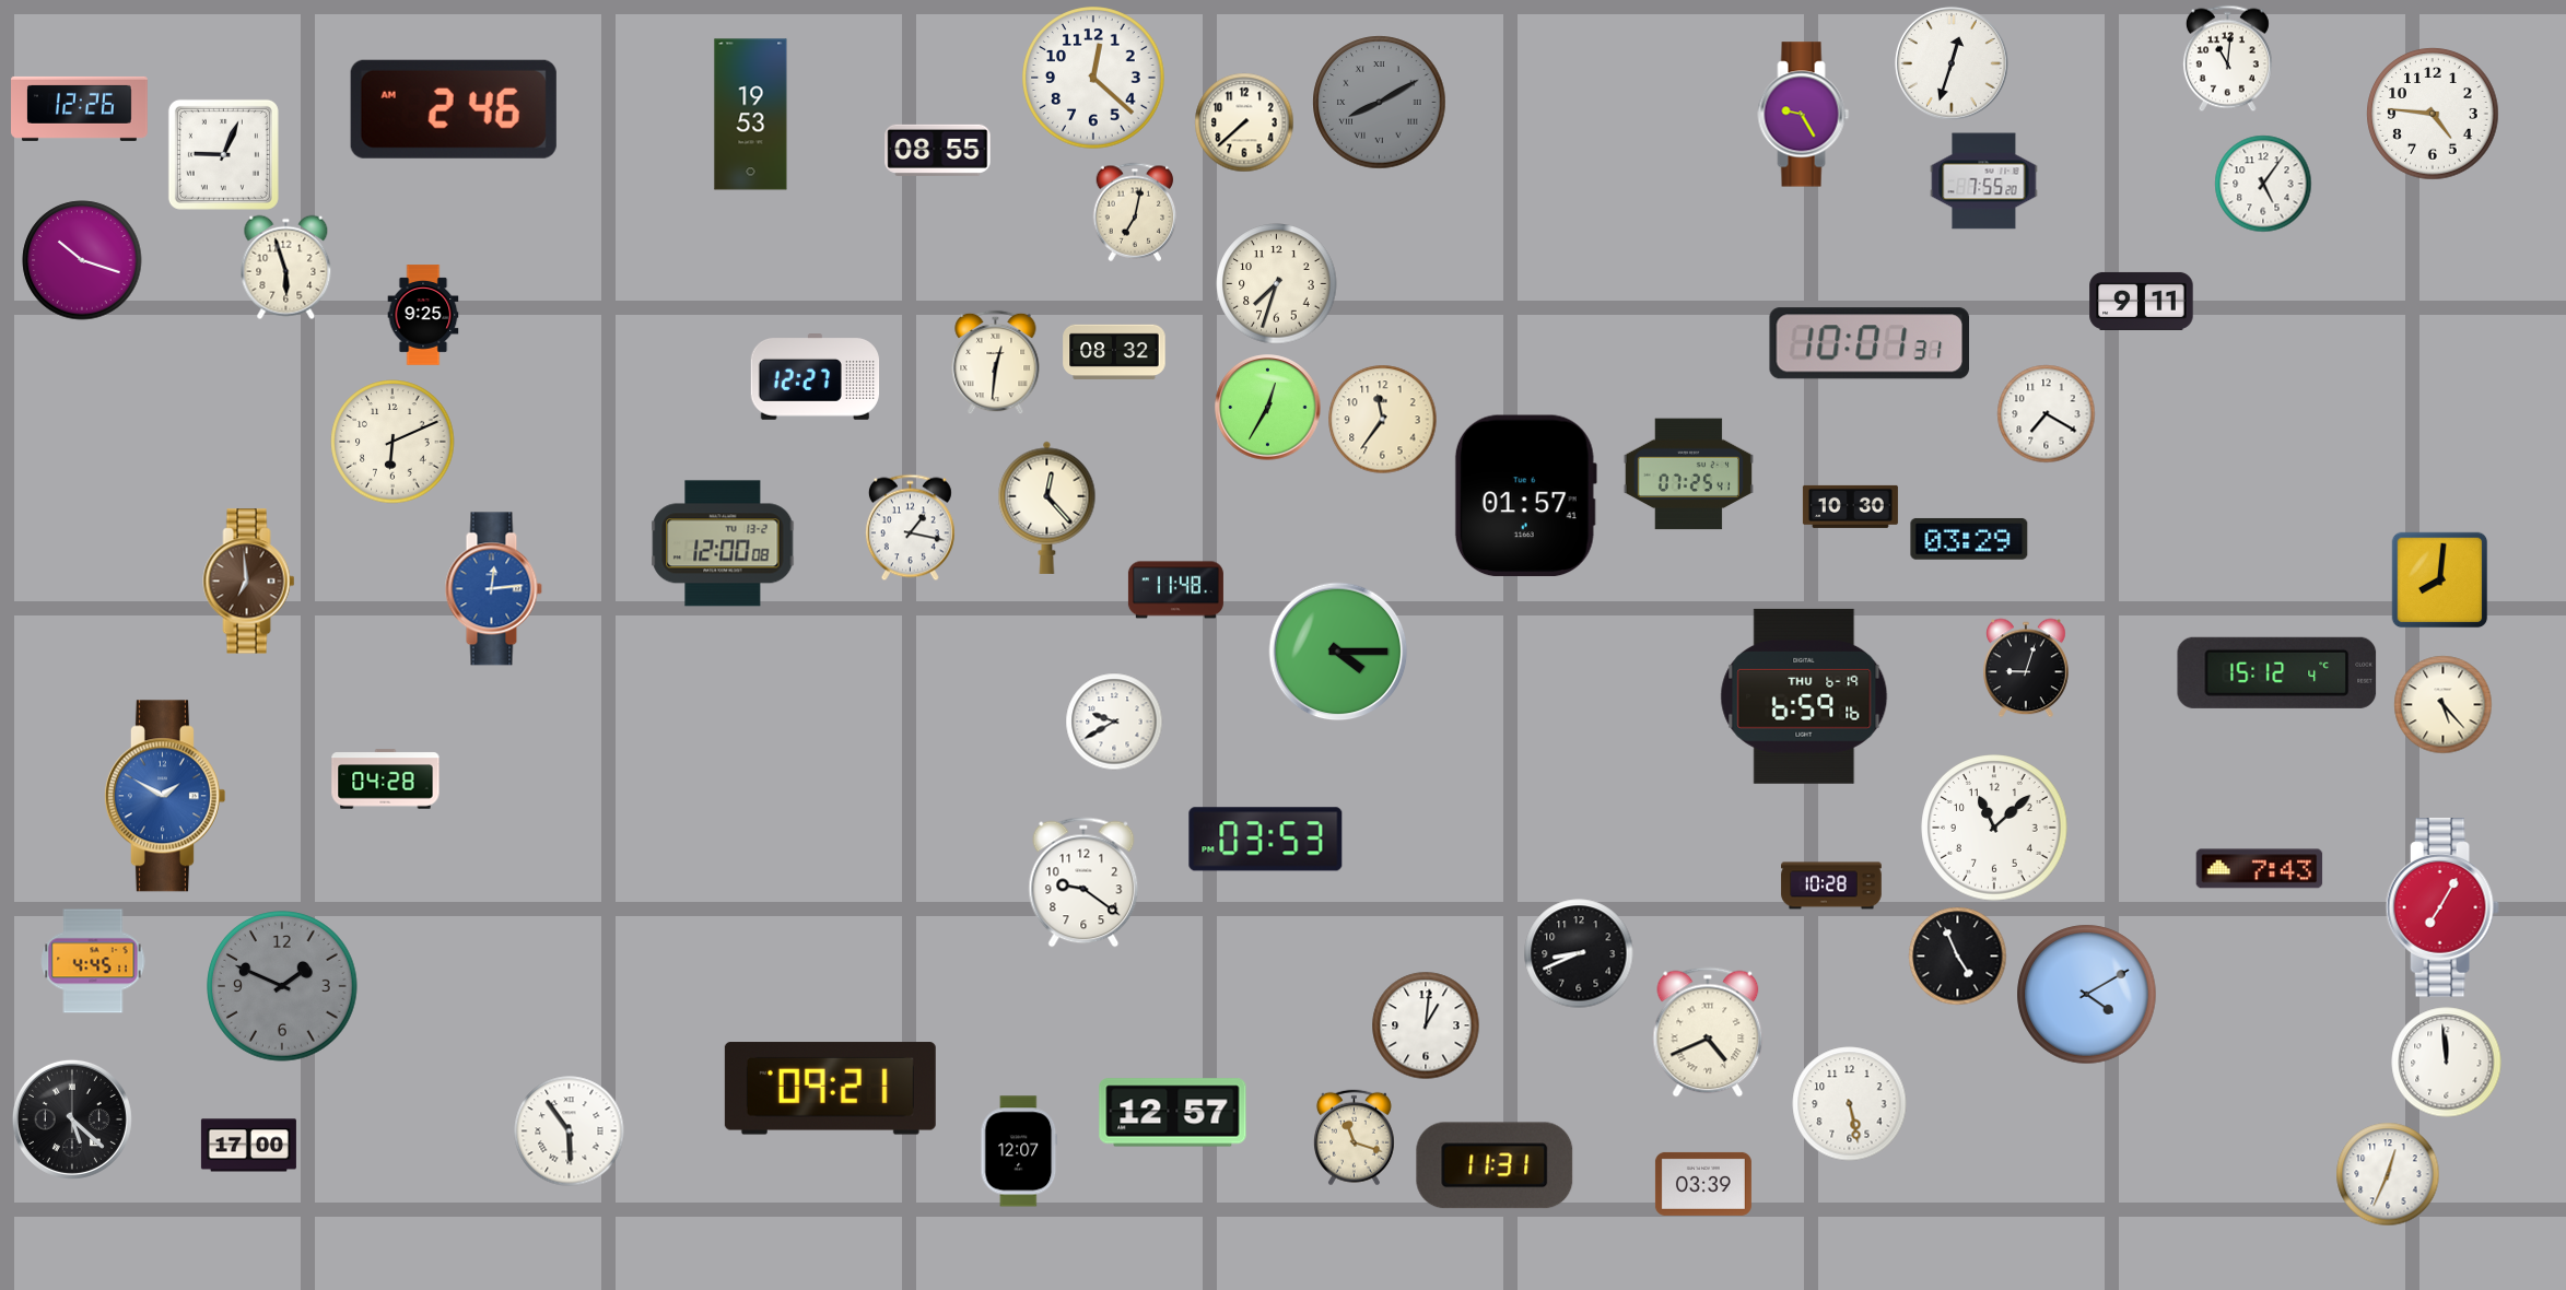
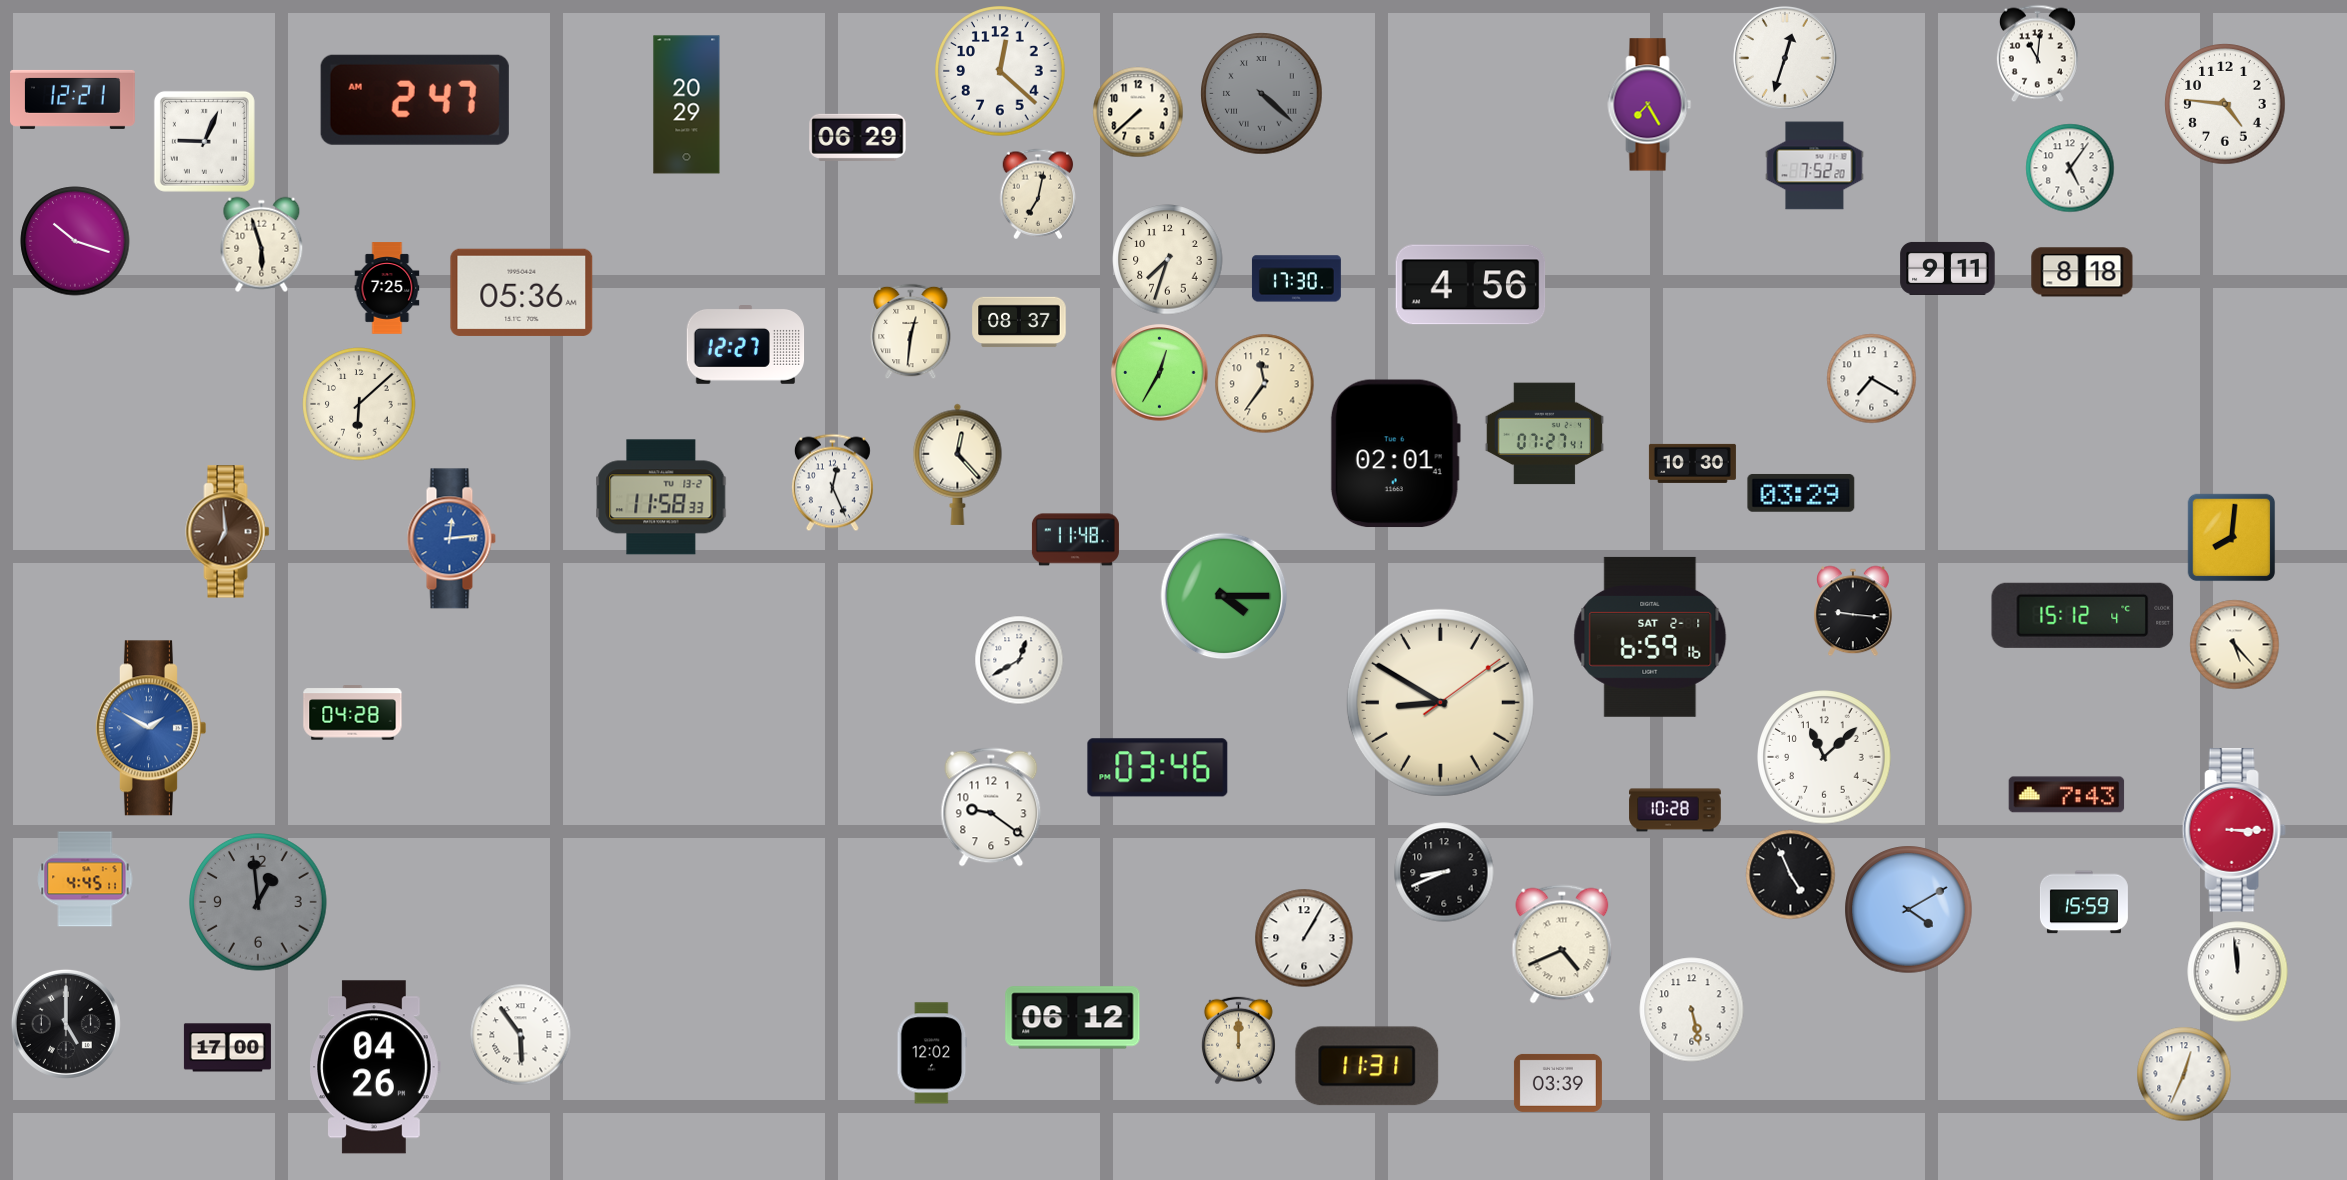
clock at (1380, 103): 8:10 -> 4:22
clock at (80, 108): 12:26 -> 12:21
clock at (454, 109): 2:46 -> 2:47
clock at (751, 115): 19:53 -> 20:29
clock at (1804, 115): 9:25 -> 7:25
clock at (938, 150): 08:55 -> 06:29
clock at (1984, 181): 7:55 -> 7:52
clock at (82, 260) position: (82, 260) -> (75, 241)
clock at (2082, 272): none -> 8:18
clock at (2142, 301) position: (2142, 301) -> (1948, 268)
clock at (1296, 279): none -> 17:30
clock at (1471, 285): none -> 4:56
clock at (423, 315): 9:25 -> 7:25
clock at (522, 292): none -> 05:36
clock at (1868, 343): 10:01 -> none
clock at (1114, 352): 08:32 -> 08:37
clock at (392, 442): 6:11 -> 6:08
clock at (1688, 474): 07:25 -> 07:27
clock at (1525, 496): 01:57 -> 02:01
clock at (910, 528): 1:17 -> 12:26
clock at (723, 543): 12:00 -> 11:58
clock at (2440, 580) position: (2440, 580) -> (2232, 538)
clock at (2027, 668): 9:03 -> 9:16
clock at (1804, 696) date: THU 6-19 -> SAT 2-1
clock at (1114, 722): 9:40 -> 12:40
clock at (1440, 702): none -> 8:50
clock at (1266, 840): 03:53 -> 03:46
clock at (2442, 907): 7:05 -> 3:15
clock at (282, 986): 1:49 -> 12:59
clock at (2084, 902): none -> 15:59
clock at (1426, 1025): 1:01 -> 1:05
clock at (830, 1089): 09:21 -> none
clock at (1173, 1113): 12:57 -> 06:12
clock at (72, 1119): 5:22 -> 5:00
clock at (1354, 1138): 11:18 -> 12:00
clock at (1019, 1151): 12:07 -> 12:02
clock at (375, 1067): none -> 04:26
